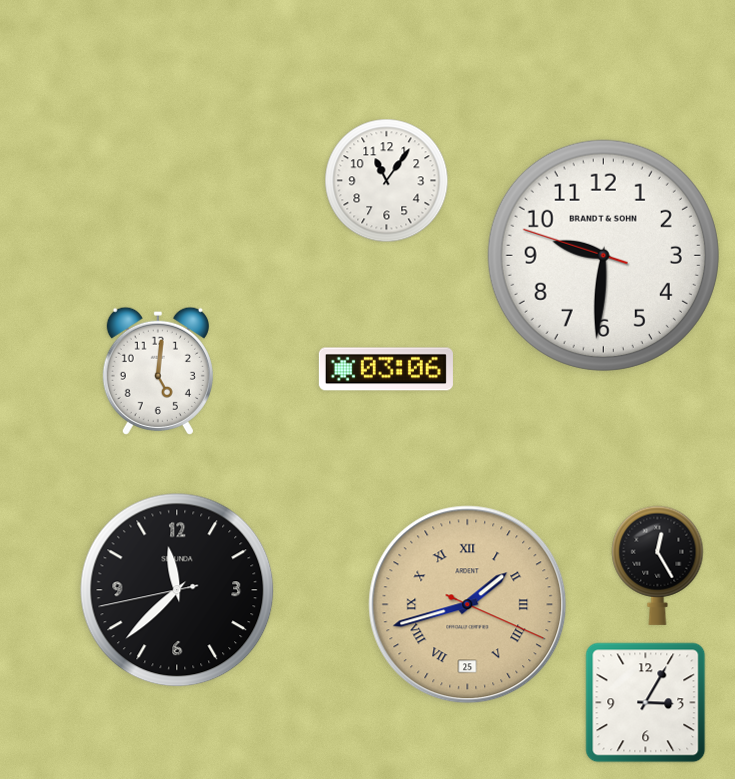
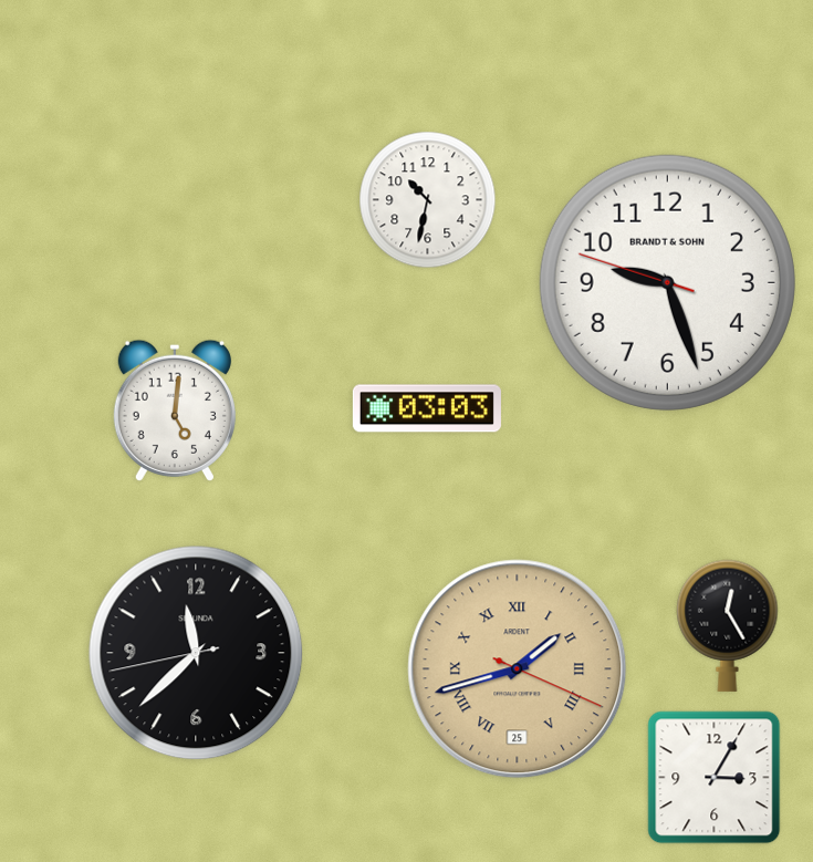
clock at (387, 181): 11:06 -> 10:32
clock at (603, 255): 9:30 -> 9:26
clock at (386, 369): 03:06 -> 03:03
